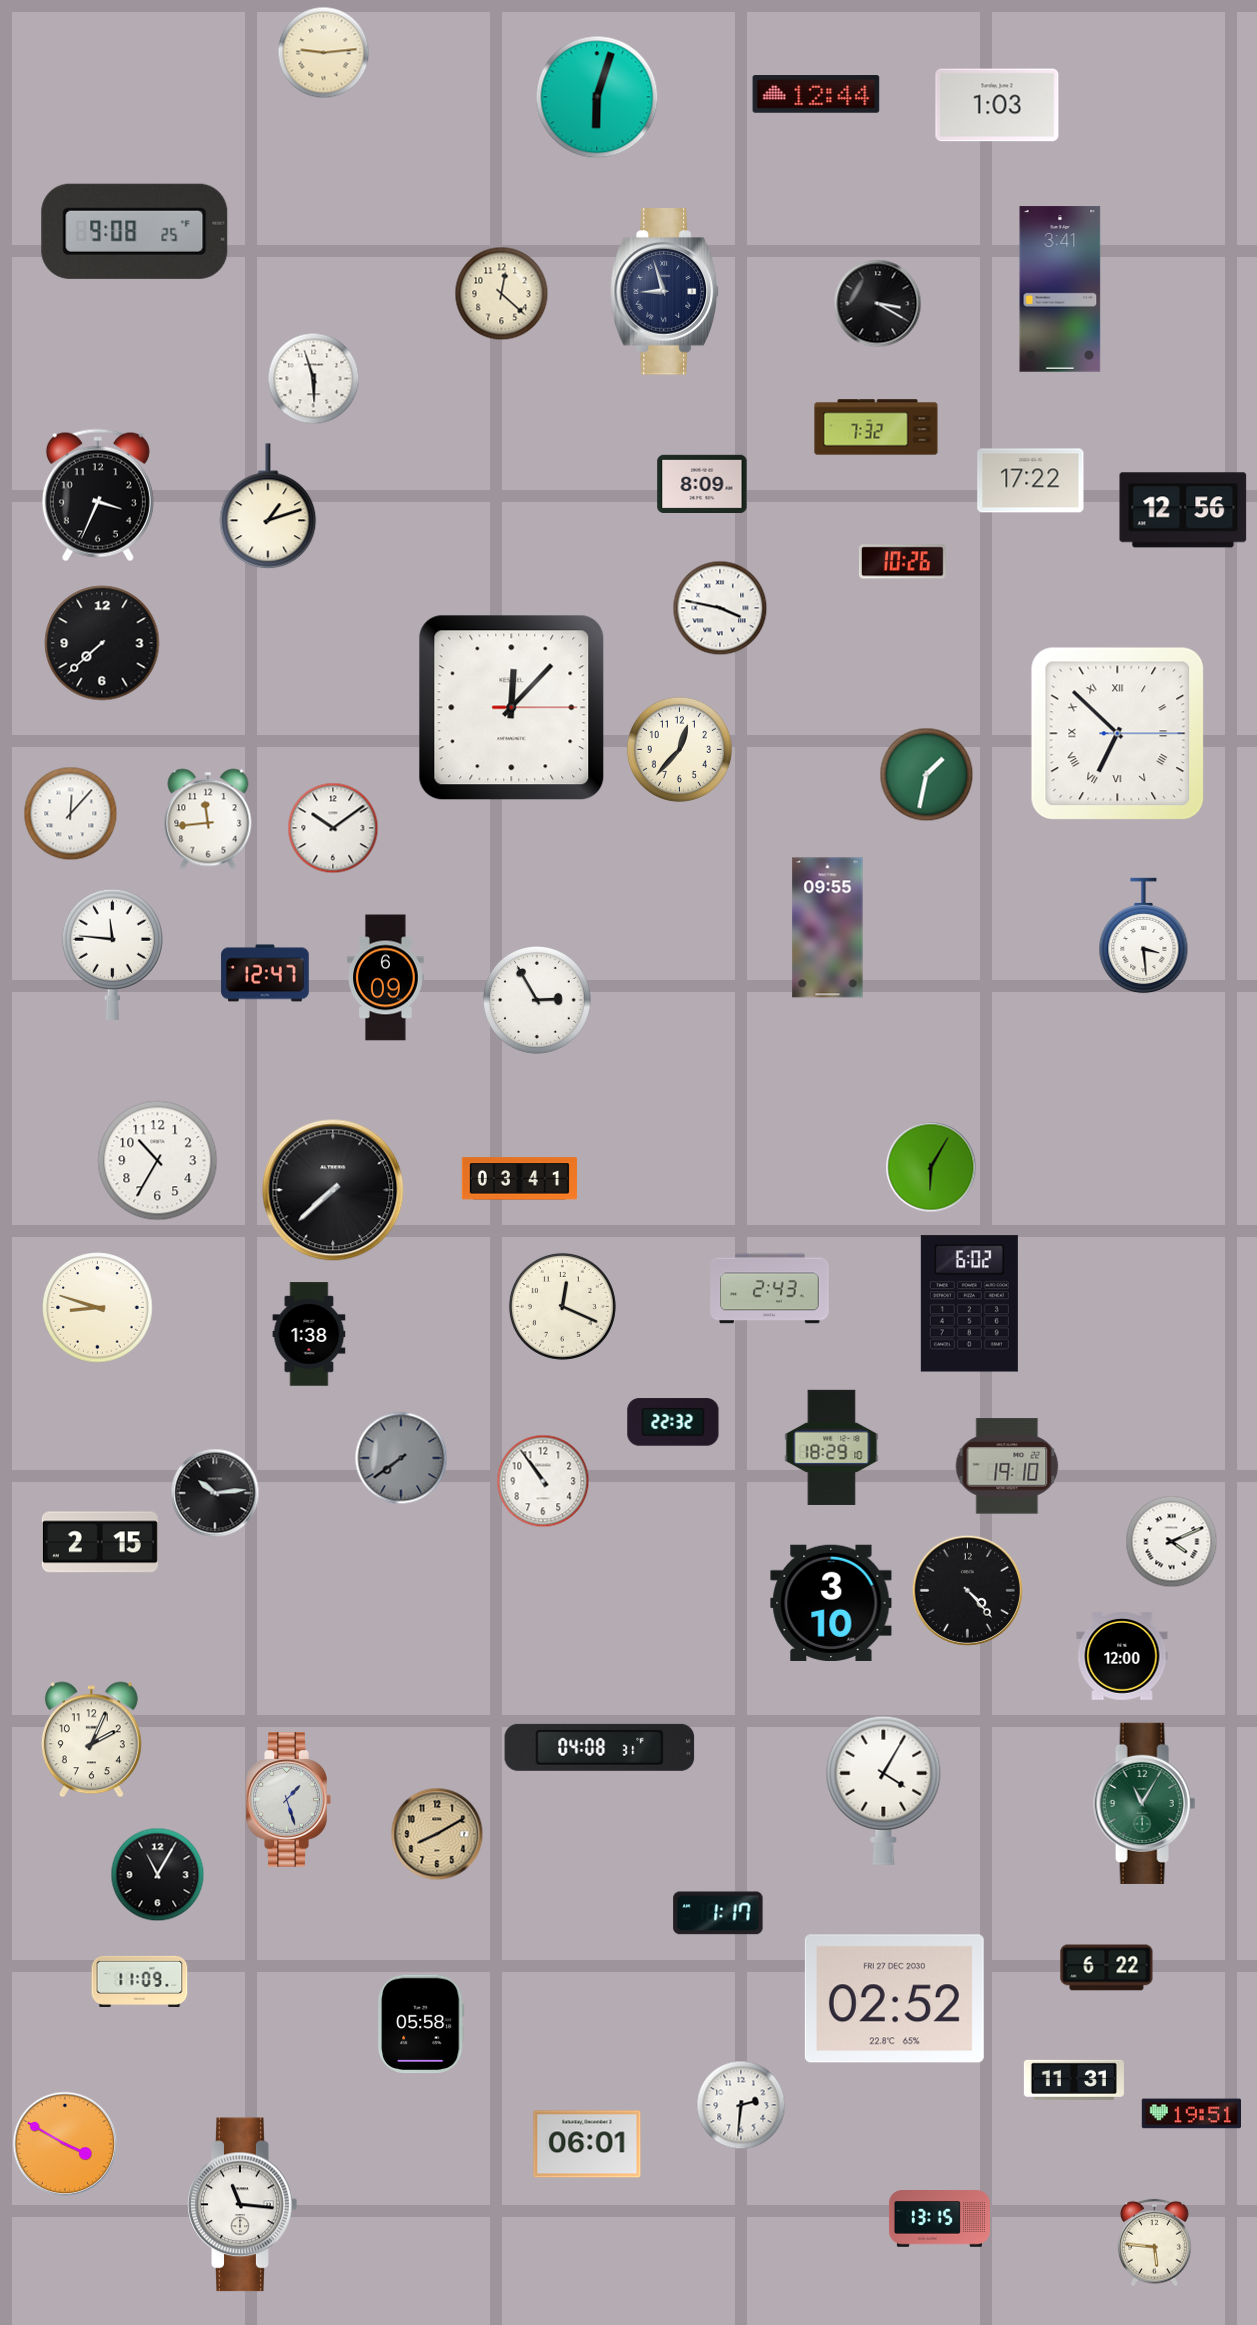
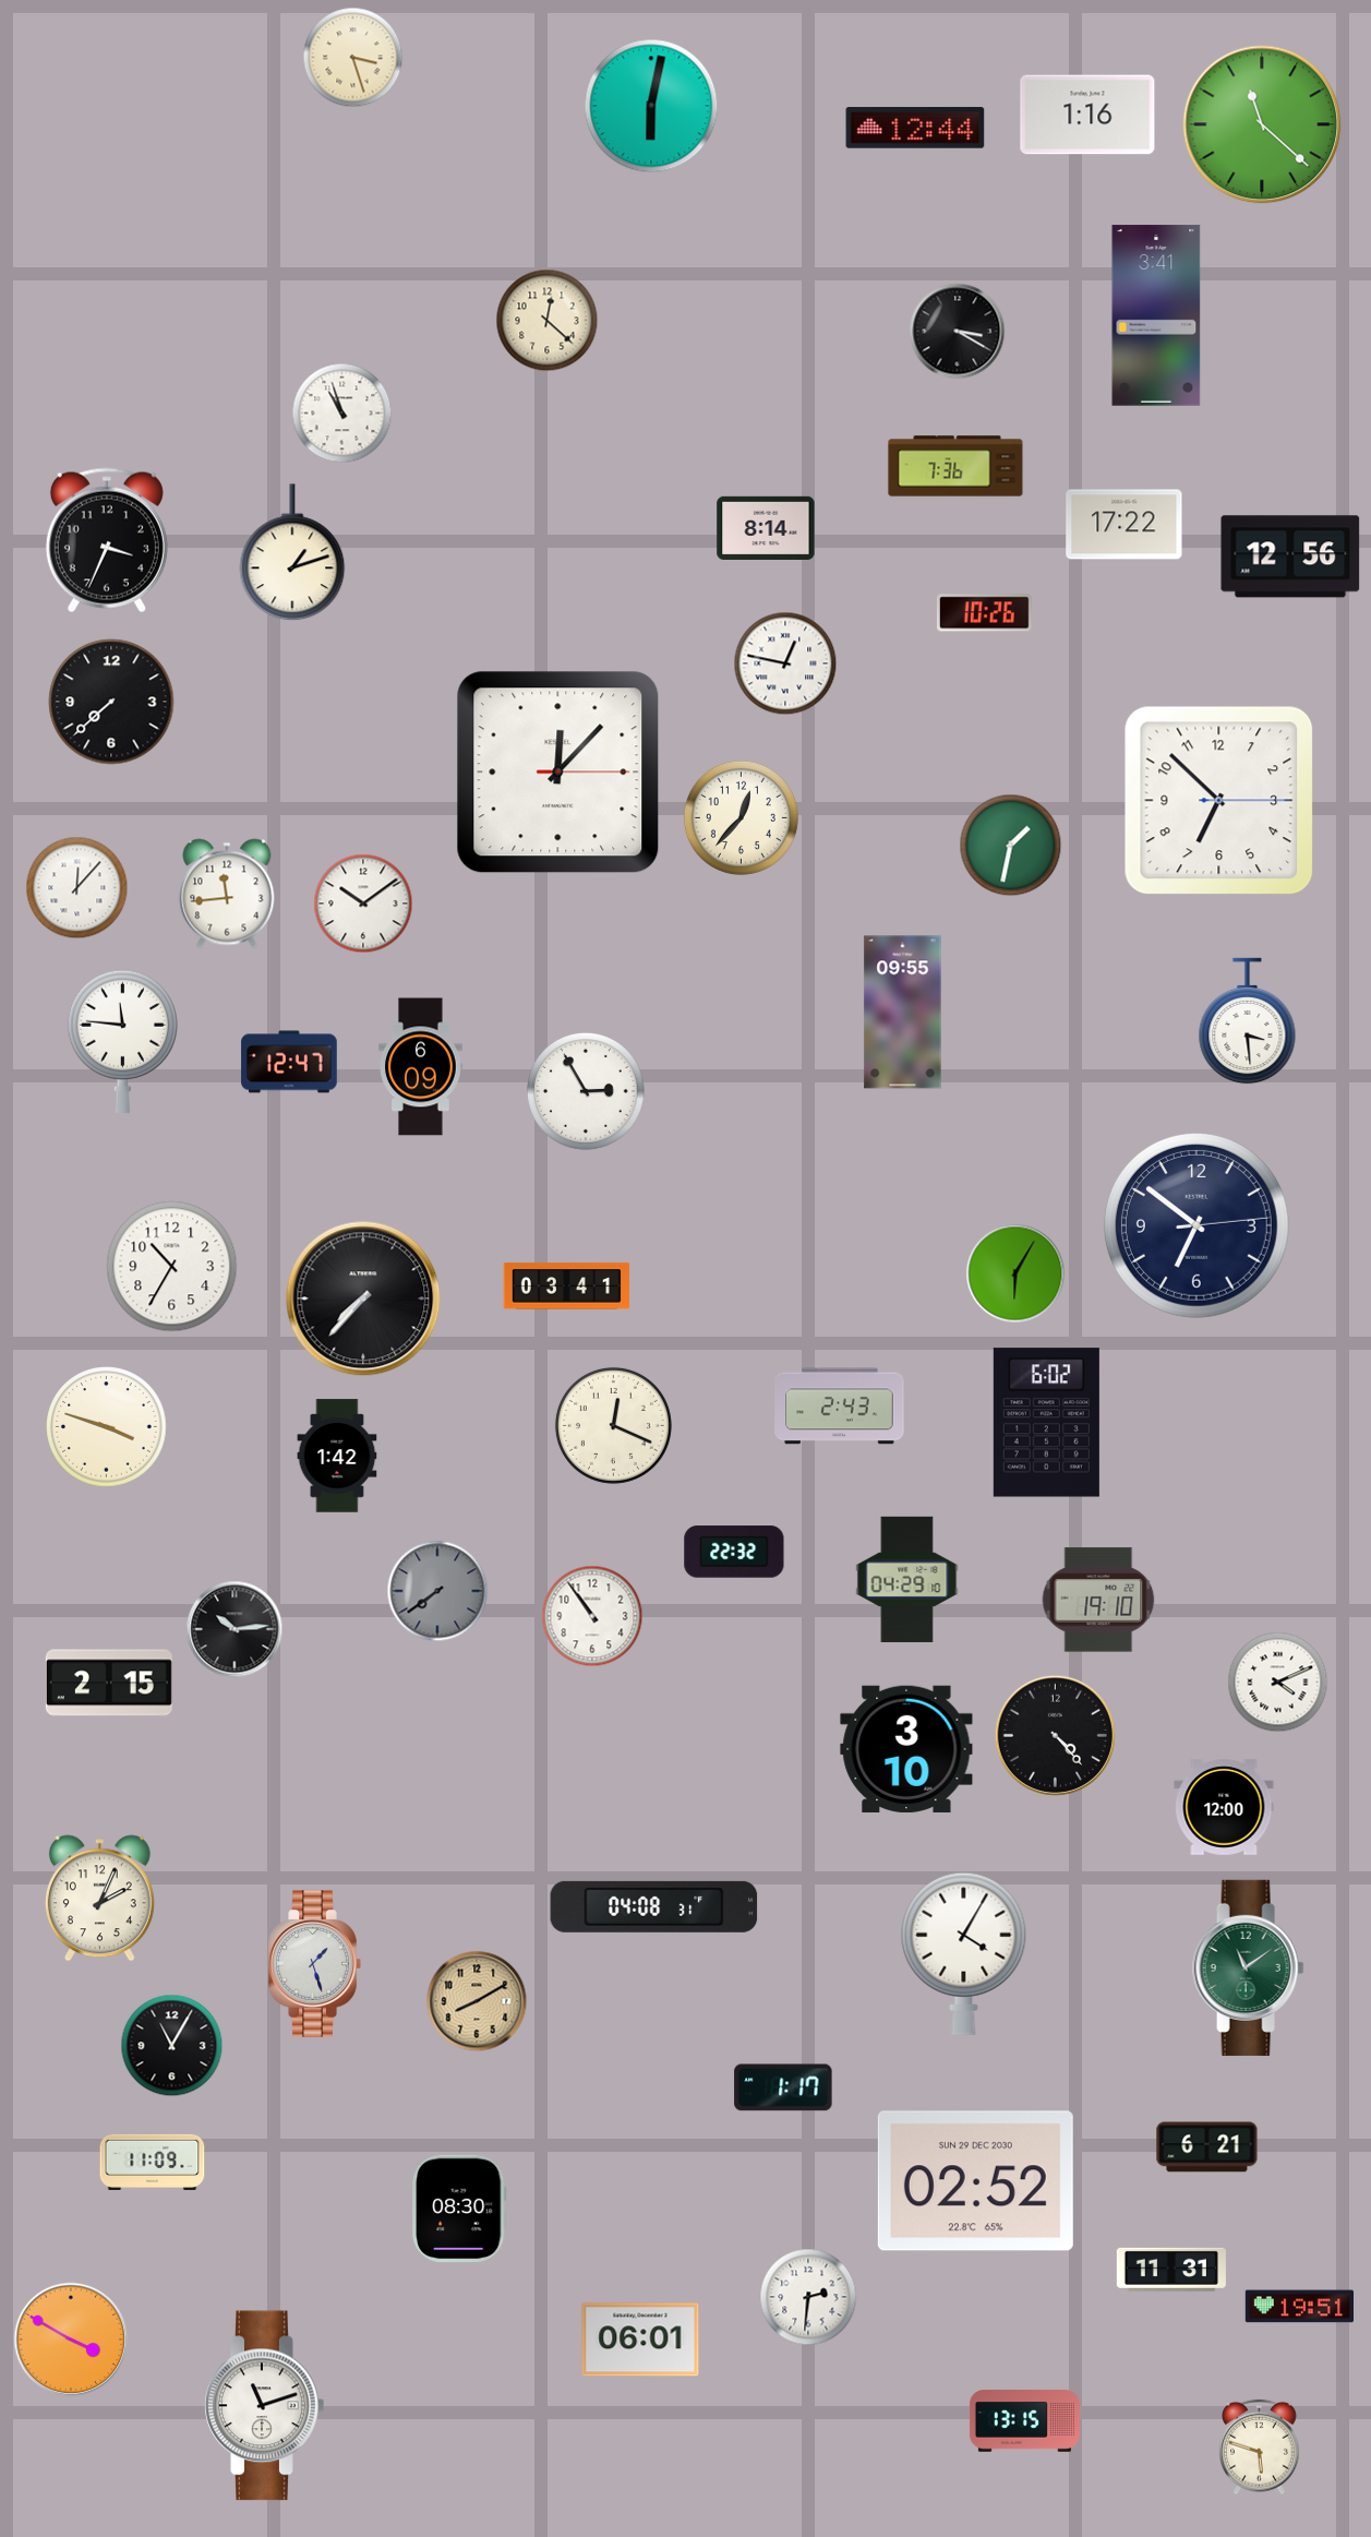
clock at (324, 53): 9:14 -> 3:27
clock at (816, 94) position: (816, 94) -> (915, 128)
clock at (597, 97): 6:03 -> 6:02
clock at (997, 105): 1:03 -> 1:16
clock at (1262, 124): none -> 11:22
clock at (135, 231): 9:08 -> none
clock at (665, 292): 8:57 -> none
clock at (314, 379): 5:57 -> 10:57
clock at (876, 427): 7:32 -> 7:36
clock at (702, 483): 8:09 -> 8:14
clock at (720, 608): 3:47 -> 12:47
clock at (1118, 734) numerals: Roman -> Arabic
clock at (1196, 1225): none -> 6:51
clock at (333, 1190): 7:38 -> 7:37
clock at (969, 1304) position: (969, 1304) -> (1046, 1423)
clock at (98, 1308): 8:48 -> 3:48
clock at (309, 1334): 1:38 -> 1:42
clock at (832, 1447): 18:29 -> 04:29
clock at (1145, 1803): 11:05 -> 11:09
clock at (1107, 1968): 6:22 -> 6:21
clock at (894, 1999) date: FRI 27 DEC 2030 -> SUN 29 DEC 2030
clock at (421, 2024): 05:58 -> 08:30
clock at (243, 2205): 11:16 -> 11:12
clock at (1155, 2243): 5:46 -> 5:48
